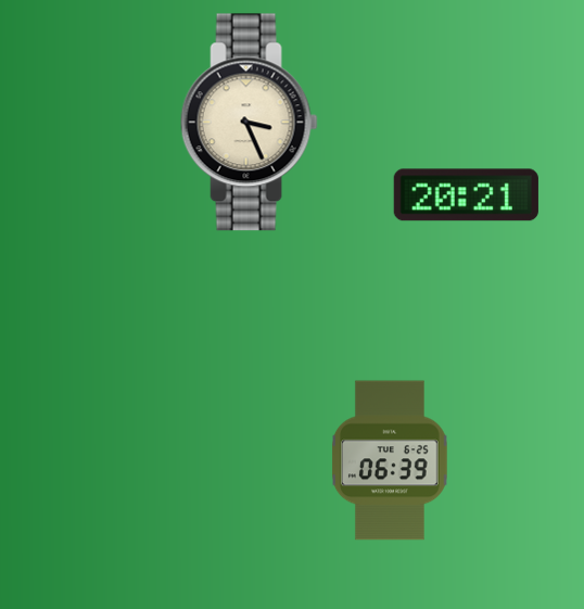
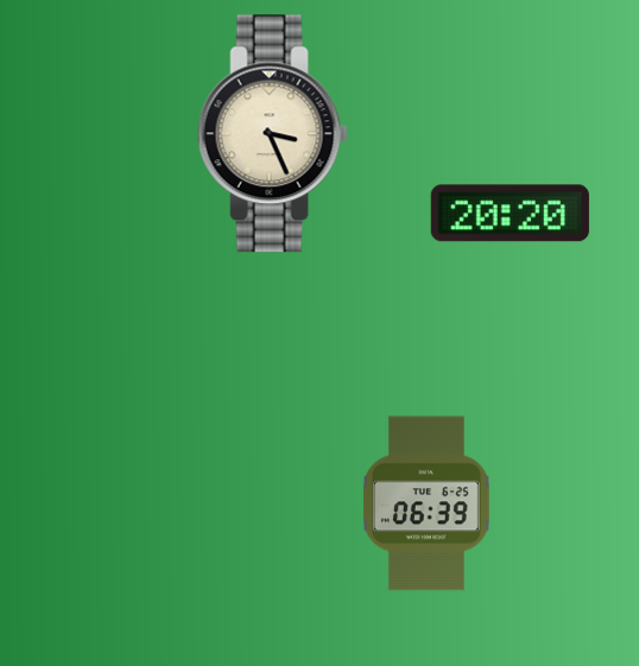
clock at (466, 195): 20:21 -> 20:20
